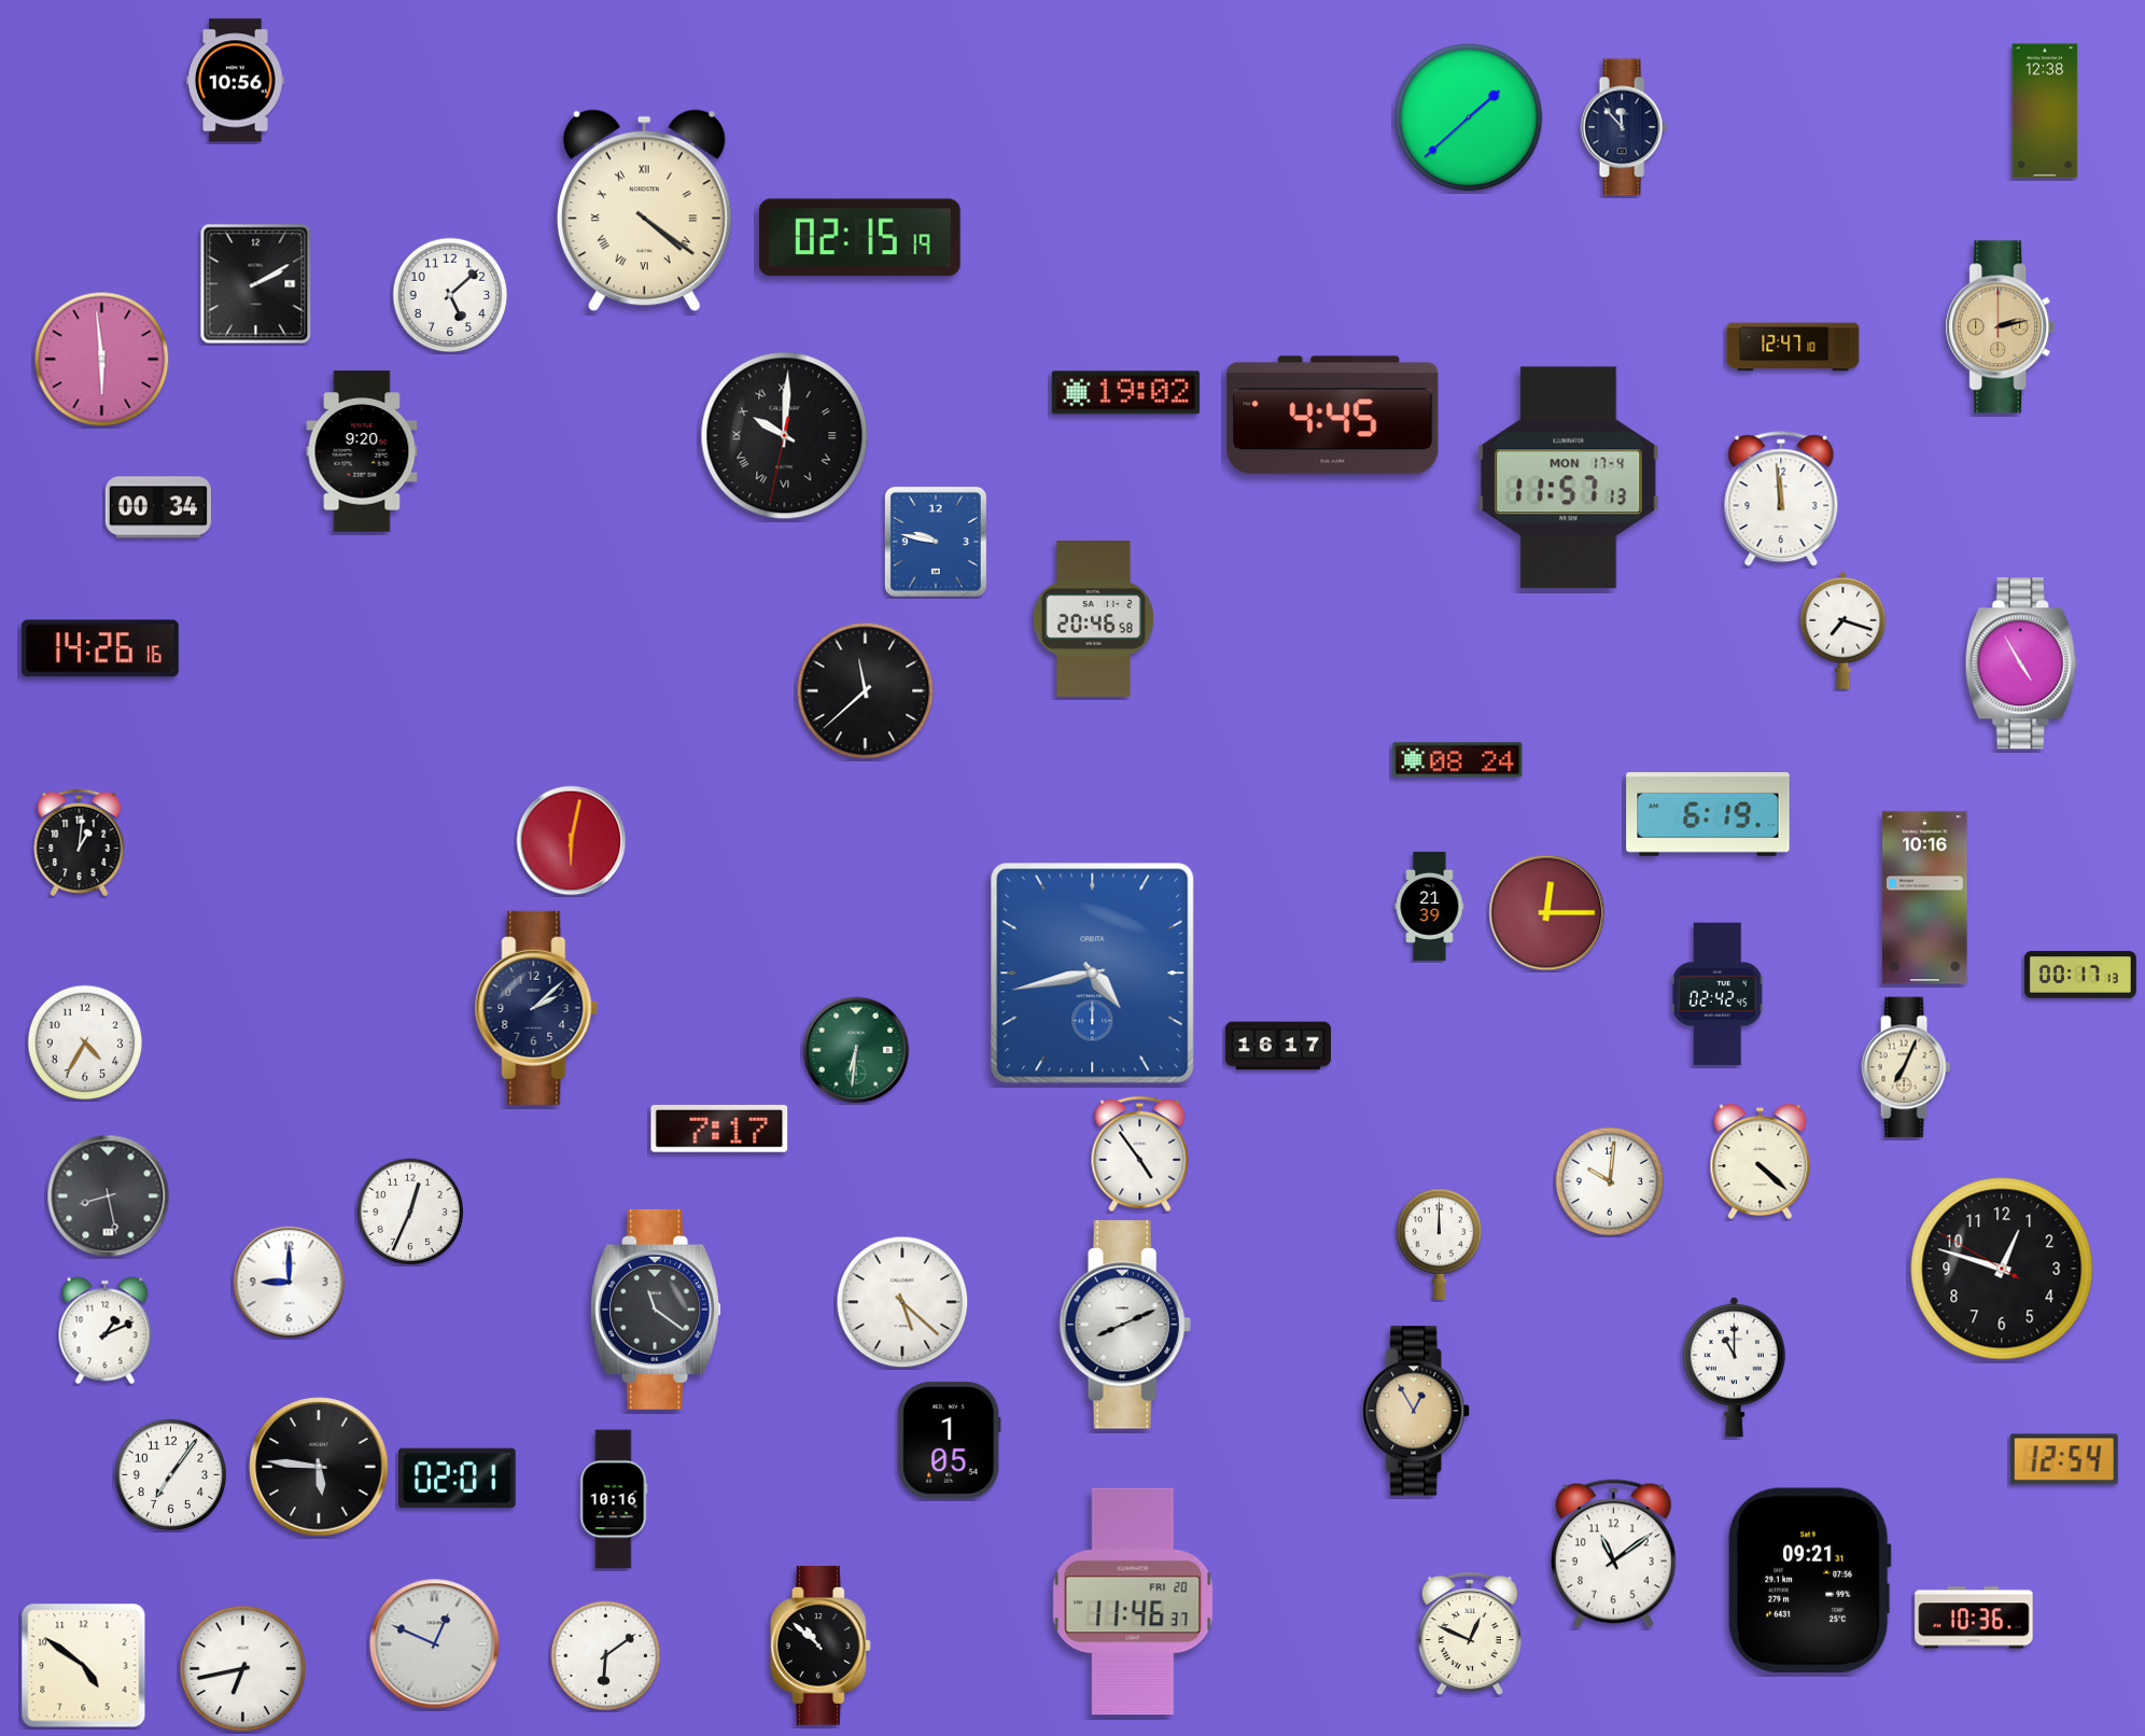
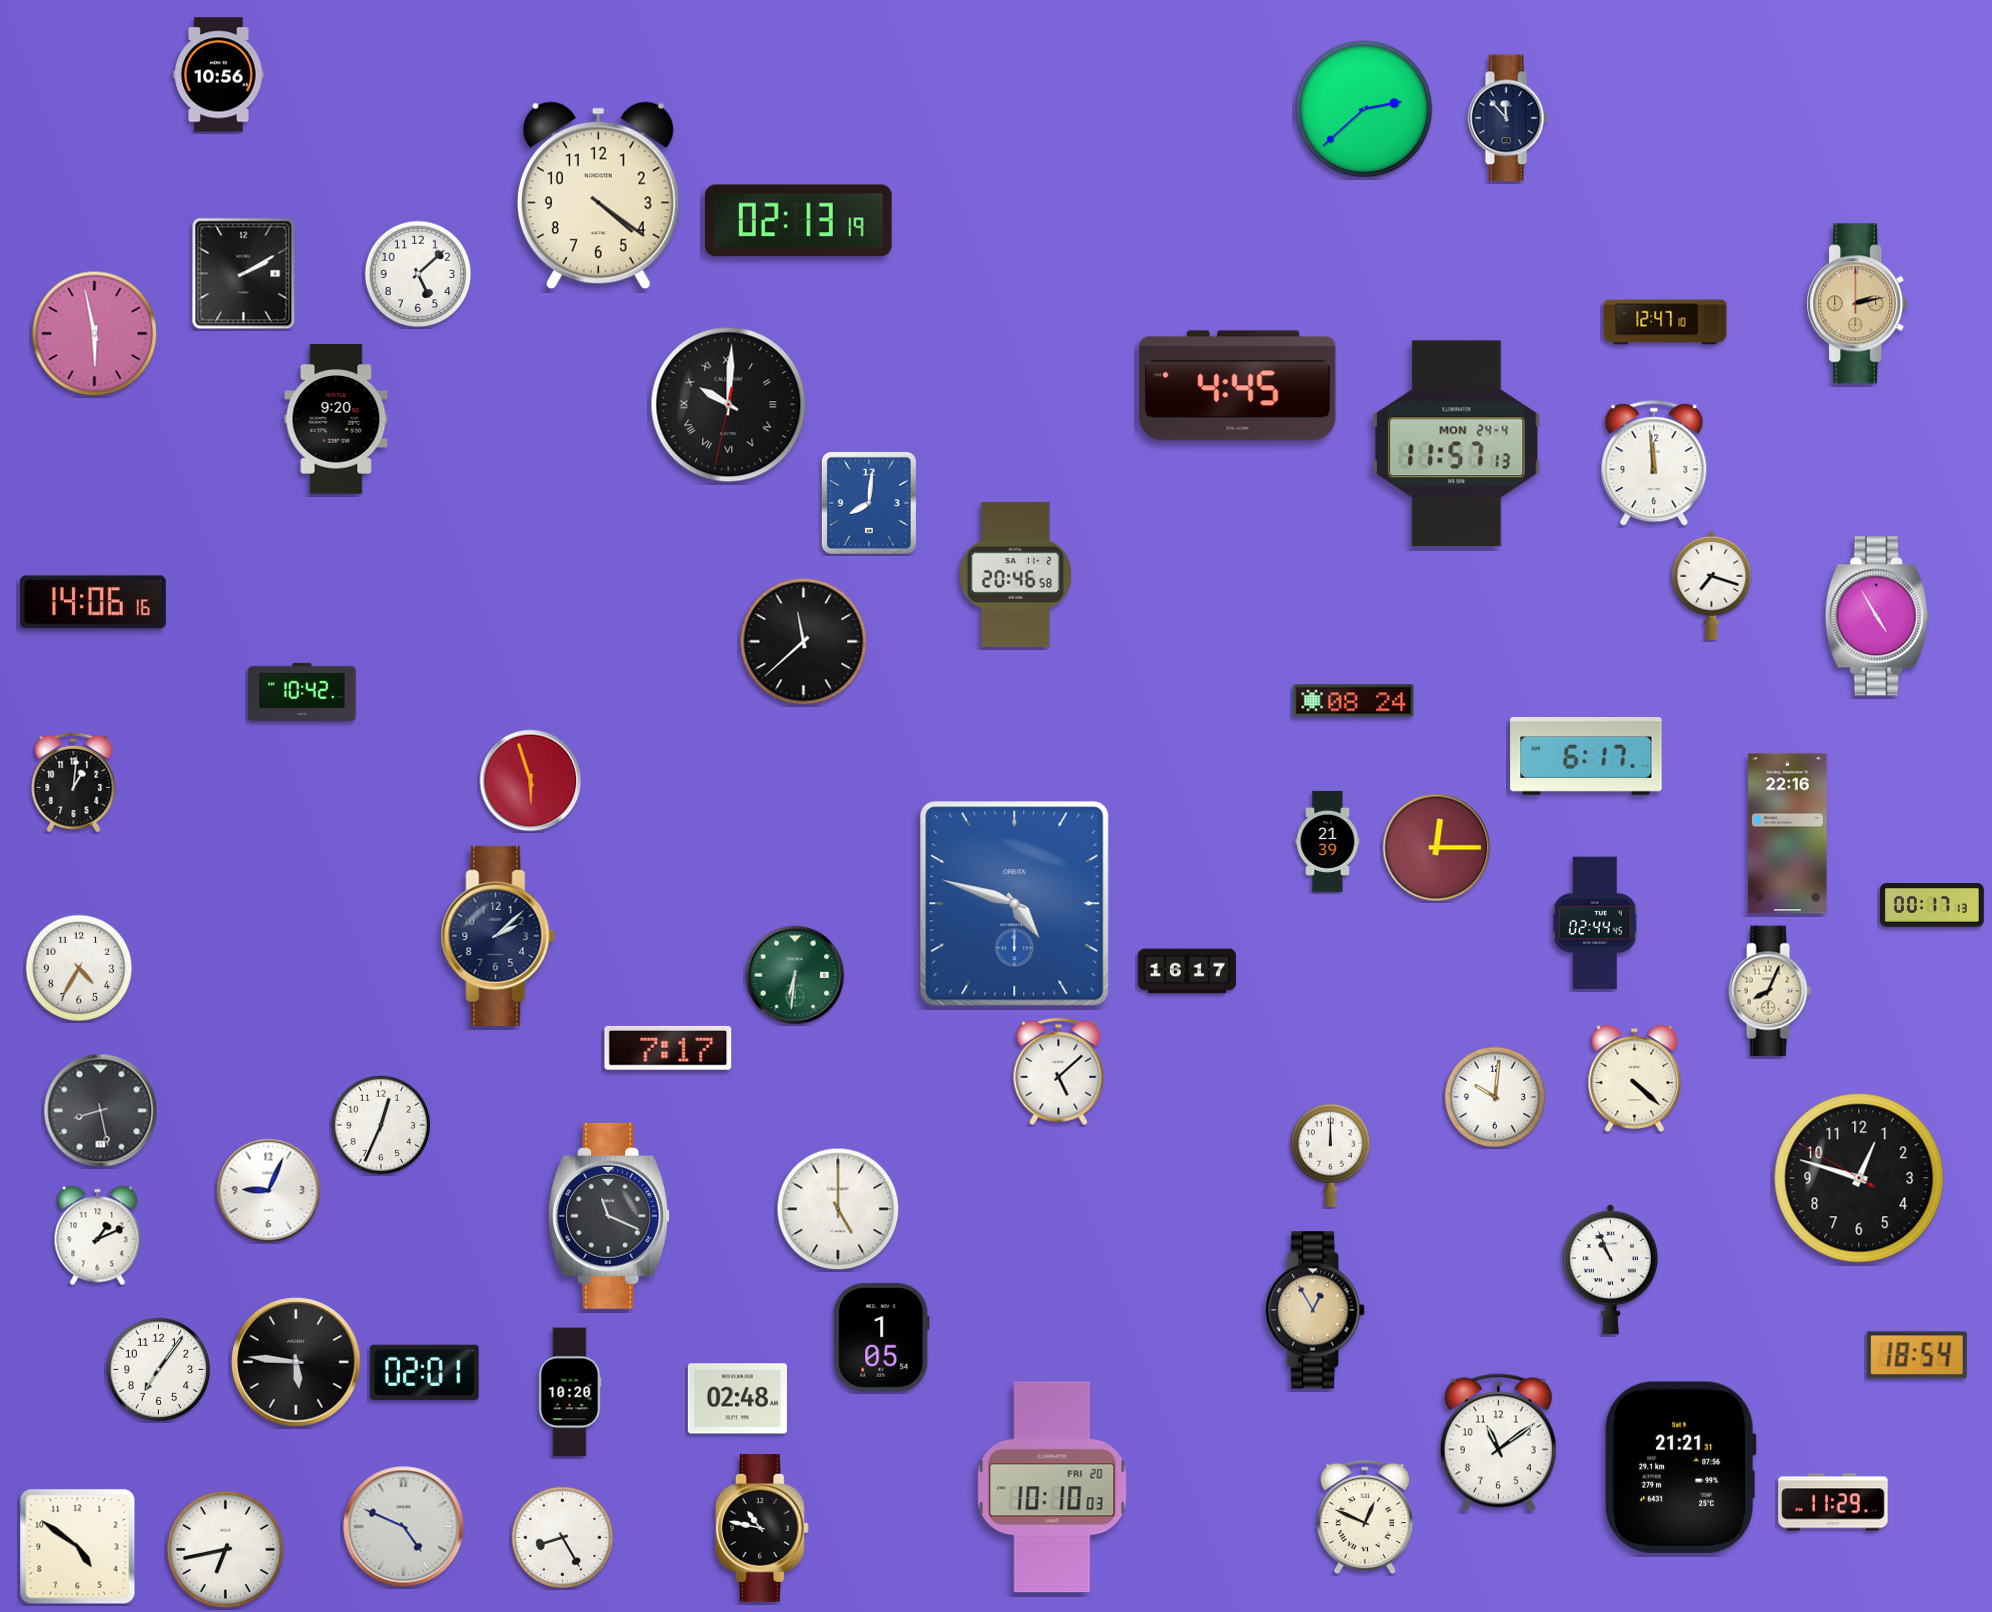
clock at (2045, 111): 12:38 -> none
clock at (1469, 117): 1:38 -> 2:38
clock at (644, 211) numerals: Roman -> Arabic
clock at (859, 238): 02:15 -> 02:13
clock at (256, 284) position: (256, 284) -> (244, 274)
clock at (102, 360): 5:59 -> 5:58
clock at (1125, 393): 19:02 -> none
clock at (1569, 478) date: MON 17-4 -> MON 24-4
clock at (158, 507): 00:34 -> none
clock at (936, 542): 9:47 -> 8:01
clock at (100, 648): 14:26 -> 14:06
clock at (302, 692): none -> 10:42
clock at (1458, 760) position: (1458, 760) -> (1354, 701)
clock at (1708, 815): 6:19 -> 6:17
clock at (572, 841): 6:02 -> 5:57
clock at (1925, 898): 10:16 -> 22:16
clock at (1093, 974): 4:43 -> 4:48
clock at (1718, 994): 02:42 -> 02:44
clock at (1906, 1067): 7:04 -> 8:04
clock at (1140, 1154): 4:54 -> 5:08
clock at (1439, 1244) position: (1439, 1244) -> (1330, 1155)
clock at (290, 1283): 9:00 -> 9:04
clock at (902, 1302): 5:22 -> 5:00
clock at (657, 1310): 11:21 -> 11:19
clock at (1125, 1325): 8:11 -> none
clock at (1734, 1368): 11:00 -> 10:56
clock at (2064, 1459): 12:54 -> 18:54
clock at (614, 1499): 10:16 -> 10:20
clock at (737, 1399): none -> 02:48
clock at (1809, 1580): 09:21 -> 21:21
clock at (1133, 1601): 11:46 -> 10:10
clock at (1974, 1618): 10:36 -> 11:29
clock at (435, 1644): 12:49 -> 4:49
clock at (821, 1646): 10:52 -> 10:47
clock at (606, 1656): 6:09 -> 8:25
